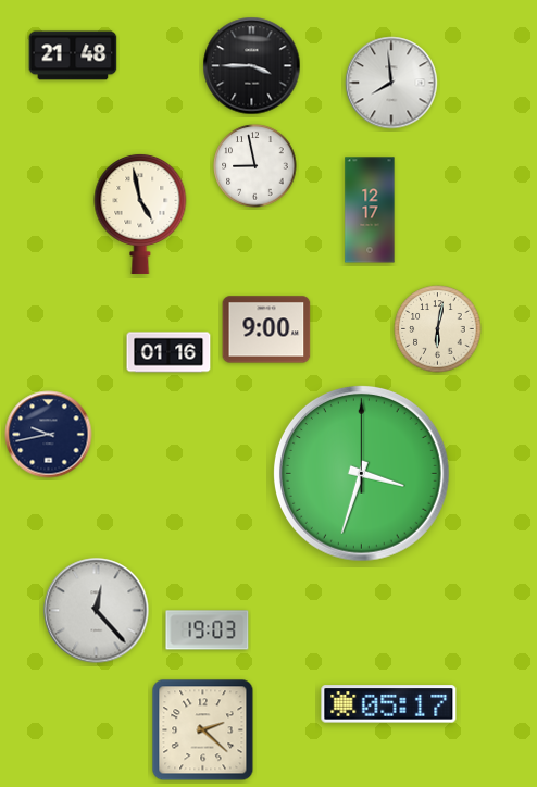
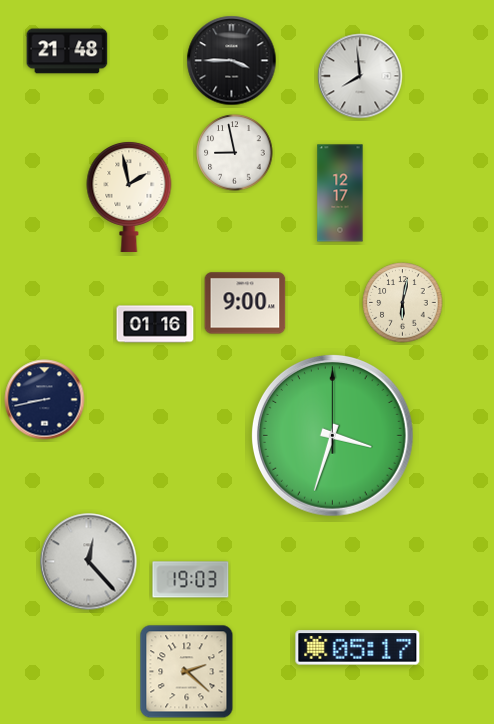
clock at (140, 213): 4:58 -> 1:58
clock at (49, 435): 9:43 -> 8:43
